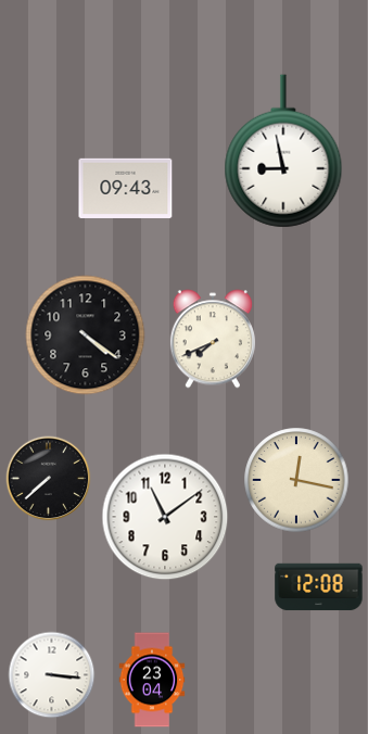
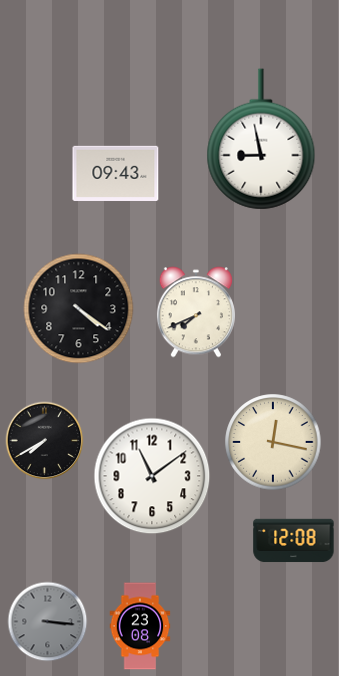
clock at (49, 479): 7:38 -> 7:40
clock at (52, 675) dial: white -> grey
clock at (152, 680): 23:04 -> 23:08
